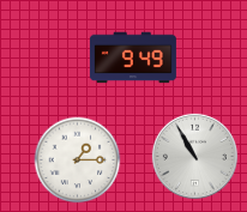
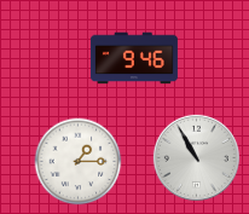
clock at (133, 57): 9:49 -> 9:46
